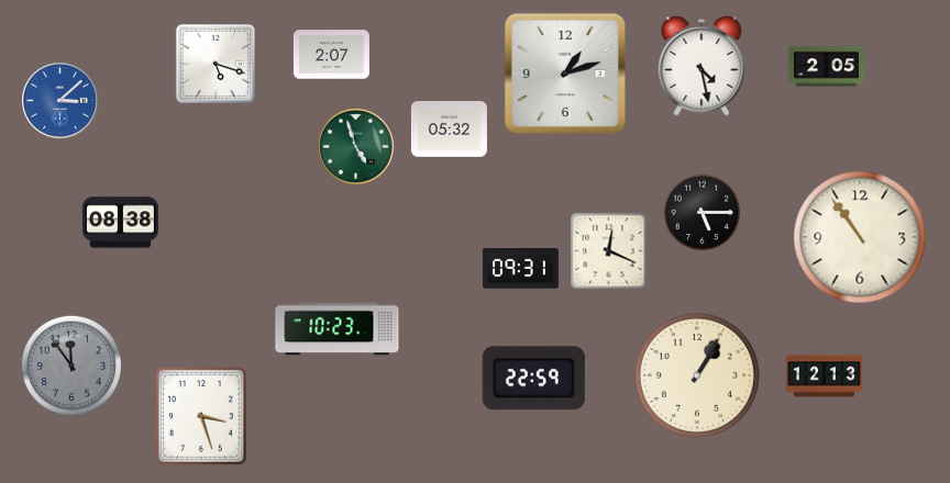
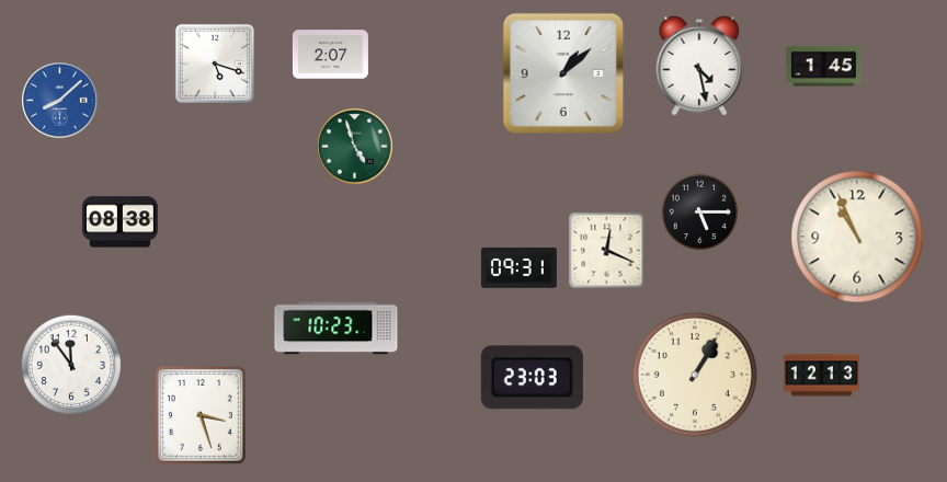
clock at (826, 67): 2:05 -> 1:45
clock at (565, 74): 1:12 -> 1:08
clock at (60, 101): 3:08 -> 8:08
clock at (449, 130): 05:32 -> none
clock at (860, 237): 10:54 -> 10:56
clock at (70, 364) dial: grey -> white
clock at (533, 379): 22:59 -> 23:03
